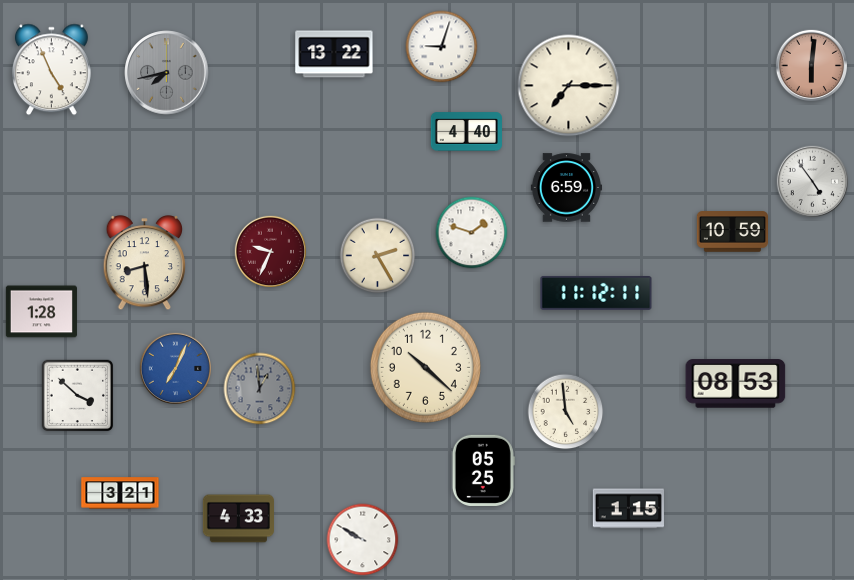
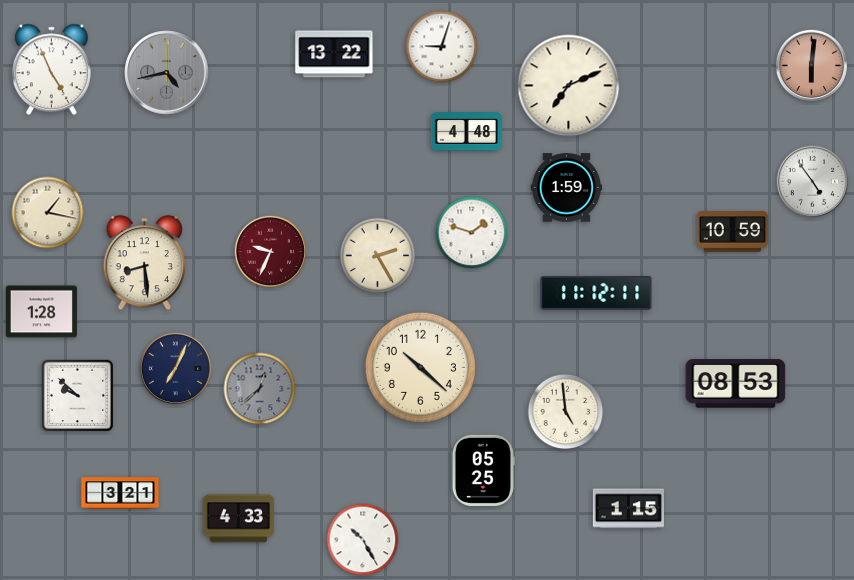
clock at (167, 73): 7:43 -> 4:43
clock at (569, 86): 7:15 -> 7:11
clock at (466, 132): 4:40 -> 4:48
clock at (566, 188): 6:59 -> 1:59
clock at (48, 213): none -> 1:17
clock at (425, 367) position: (425, 367) -> (420, 367)
clock at (175, 368) dial: blue -> navy
clock at (260, 389): 12:59 -> 12:38
clock at (78, 396): 3:52 -> 9:52
clock at (363, 540): 9:50 -> 10:25
